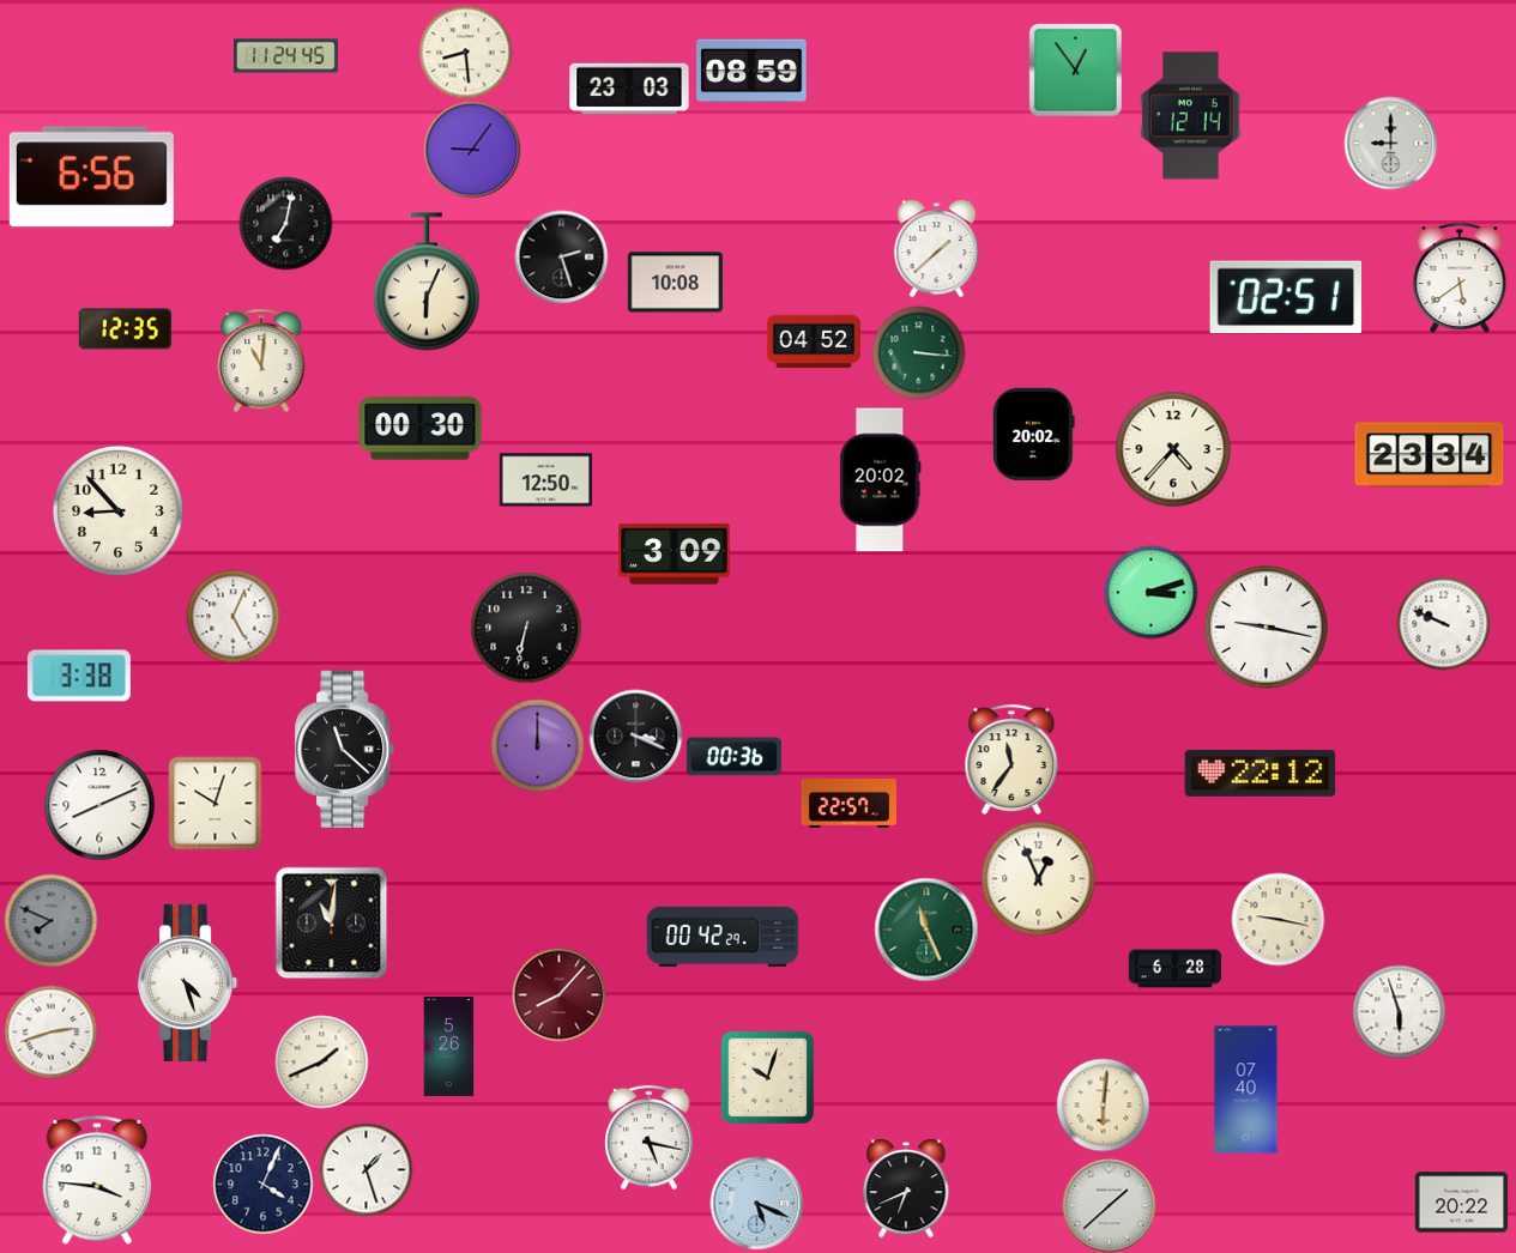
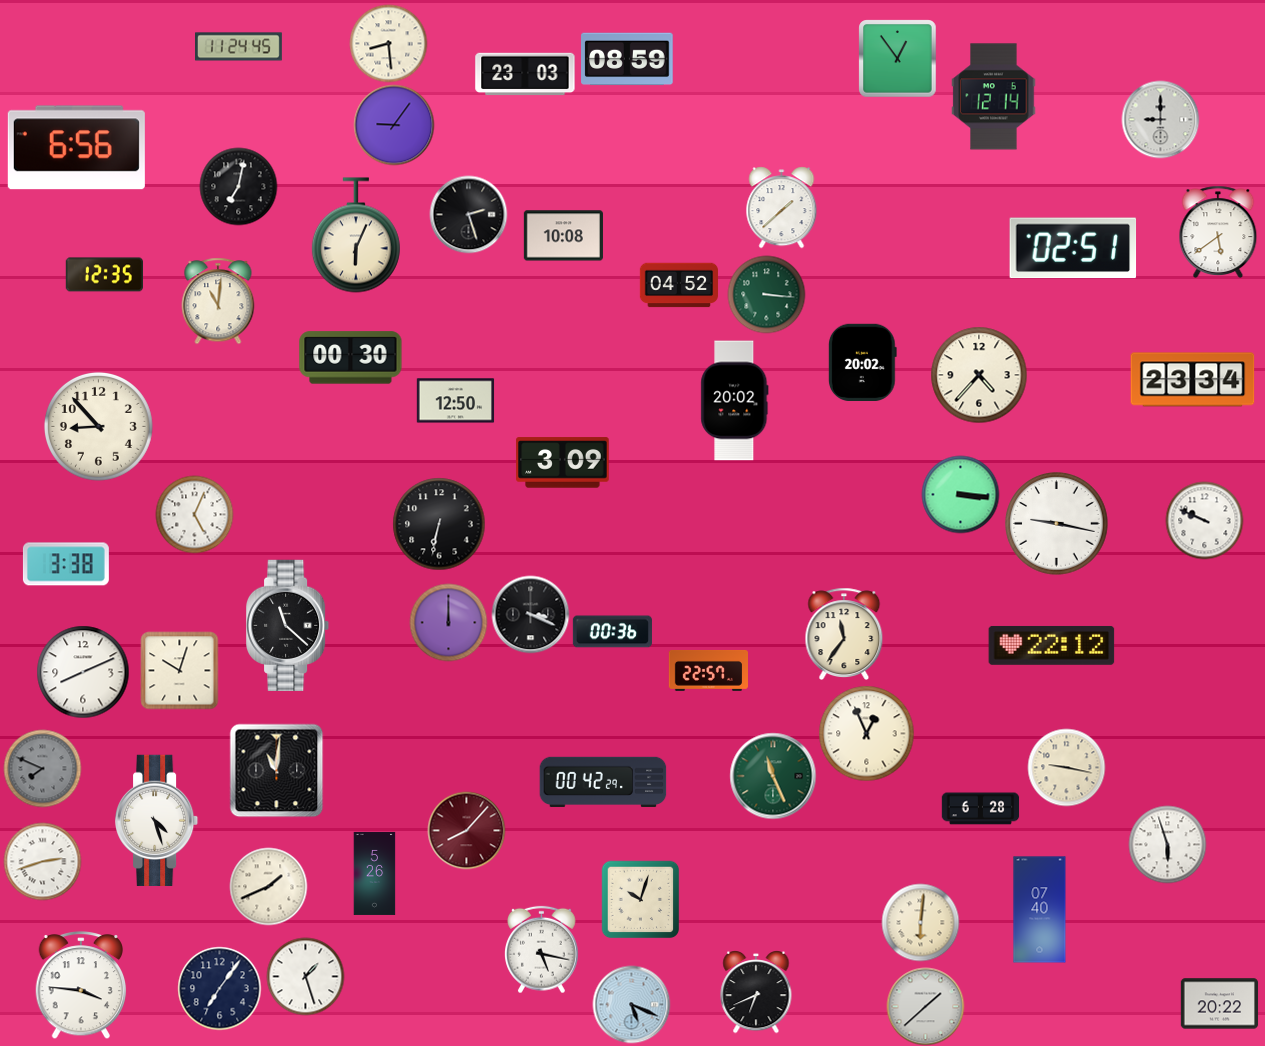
clock at (1150, 592): 3:12 -> 3:16
clock at (262, 1184): 4:04 -> 7:06
